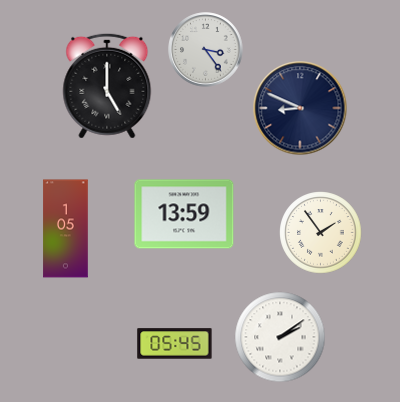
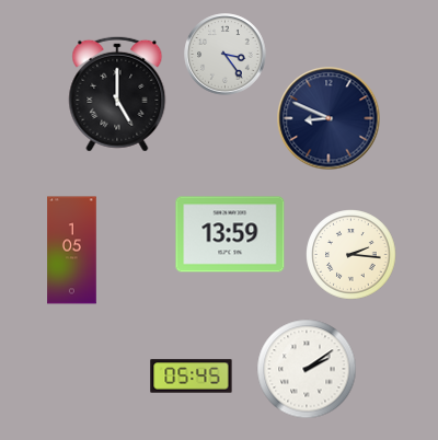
clock at (184, 214) position: (184, 214) -> (230, 234)
clock at (321, 233): 1:54 -> 2:16
